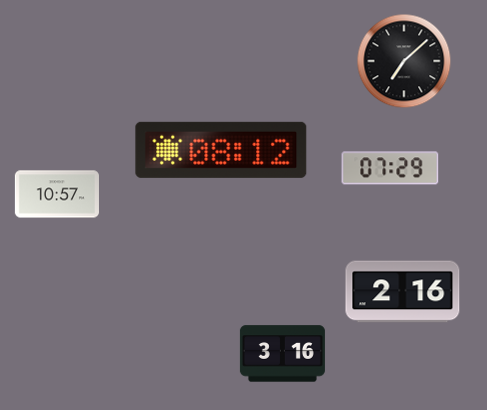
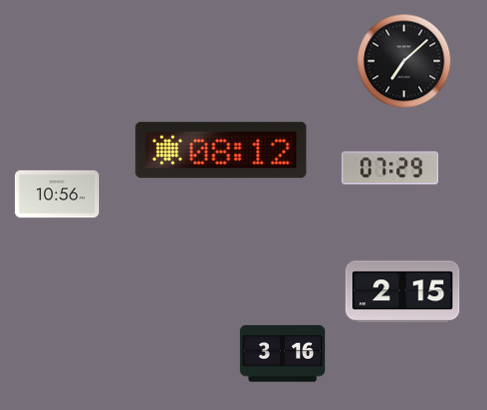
clock at (57, 194): 10:57 -> 10:56
clock at (403, 292): 2:16 -> 2:15
